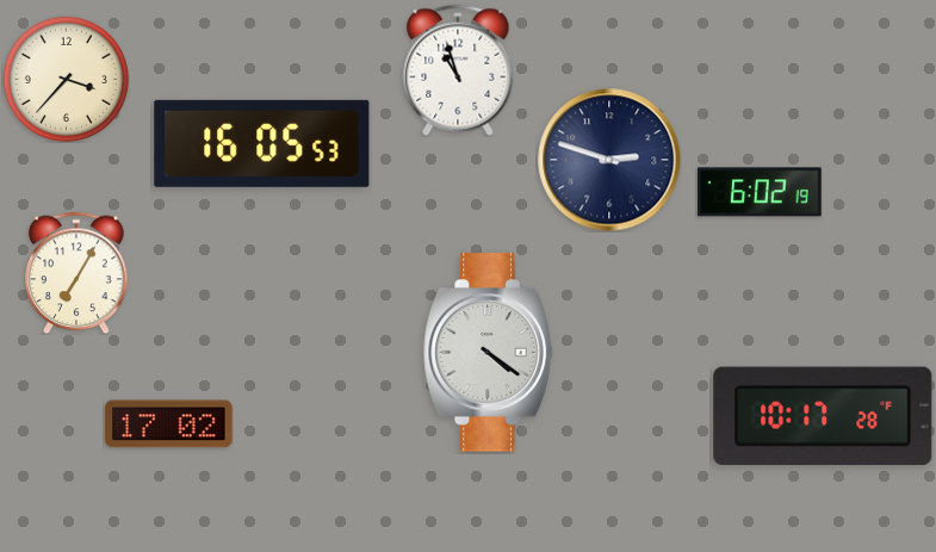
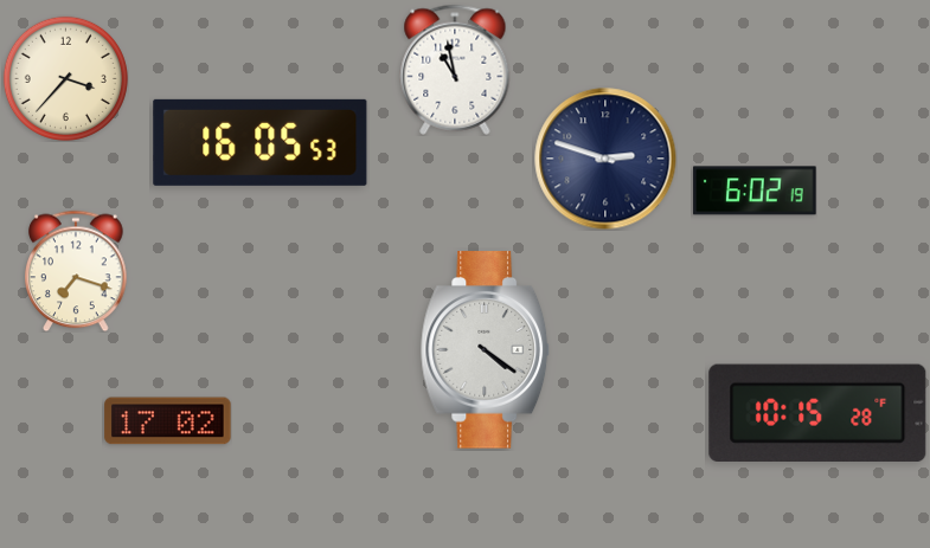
clock at (458, 70): 10:57 -> 10:58
clock at (76, 273): 7:05 -> 7:18
clock at (823, 416): 10:17 -> 10:15
